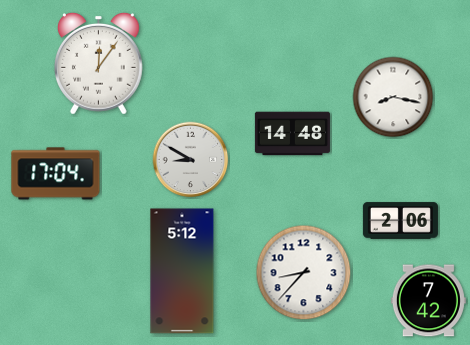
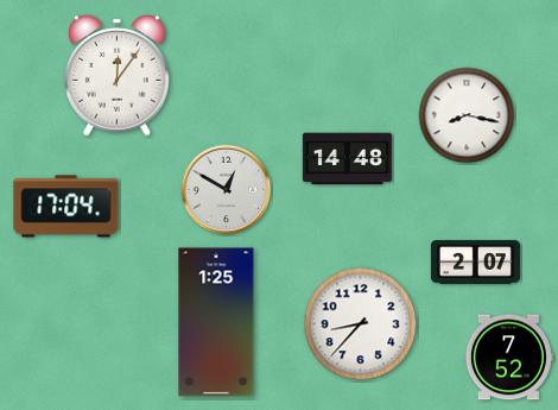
clock at (191, 160): 8:50 -> 12:50
clock at (400, 221): 2:06 -> 2:07
clock at (182, 271): 5:12 -> 1:25
clock at (428, 301): 7:42 -> 7:52
